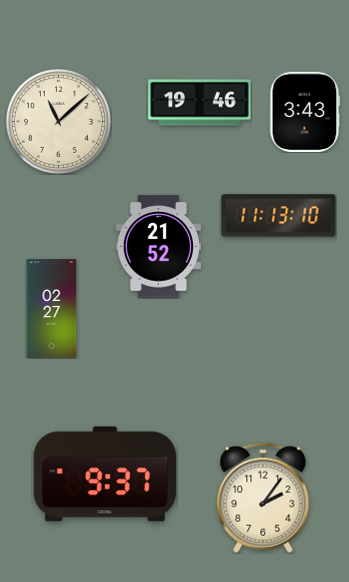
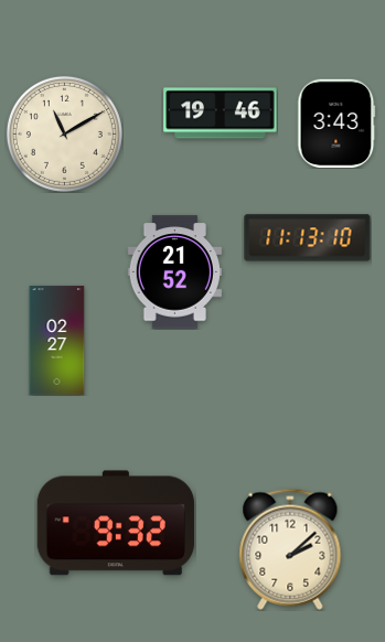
clock at (58, 121): 11:08 -> 11:10
clock at (105, 474): 9:37 -> 9:32
clock at (263, 498): 2:06 -> 2:08
